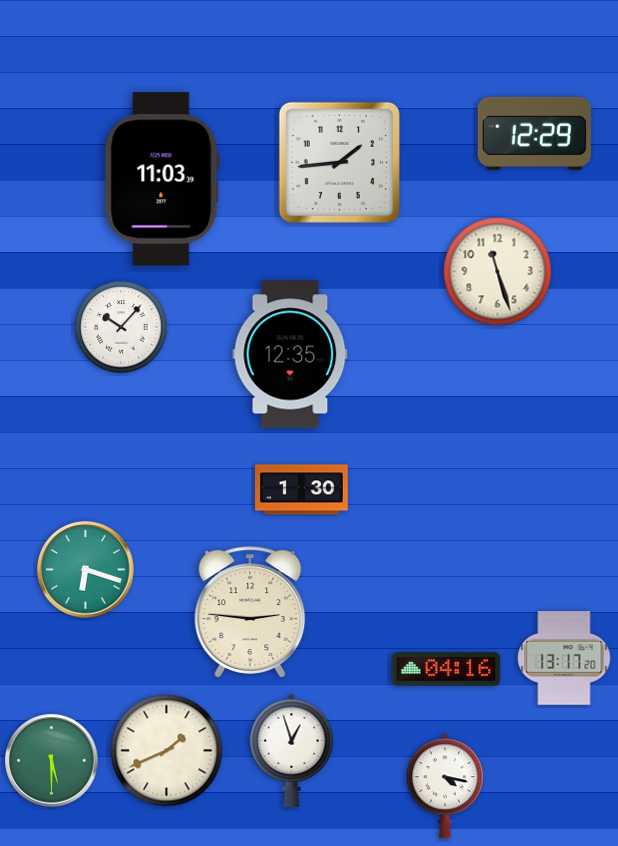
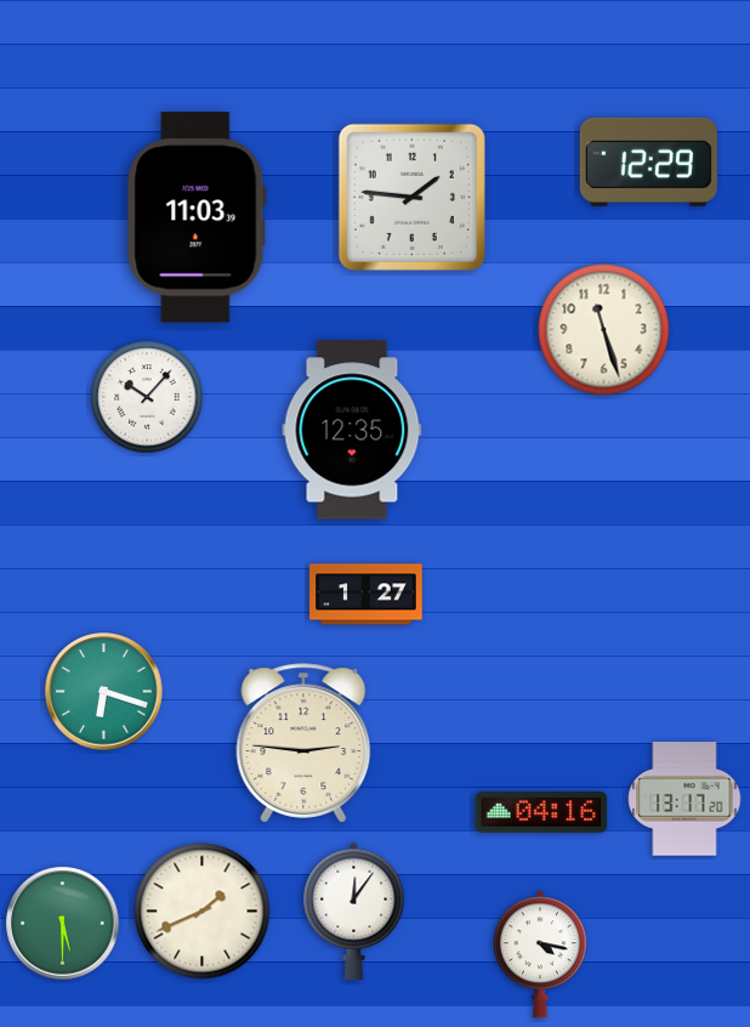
clock at (339, 162): 1:44 -> 1:46
clock at (302, 490): 1:30 -> 1:27
clock at (292, 750): 12:57 -> 12:06
